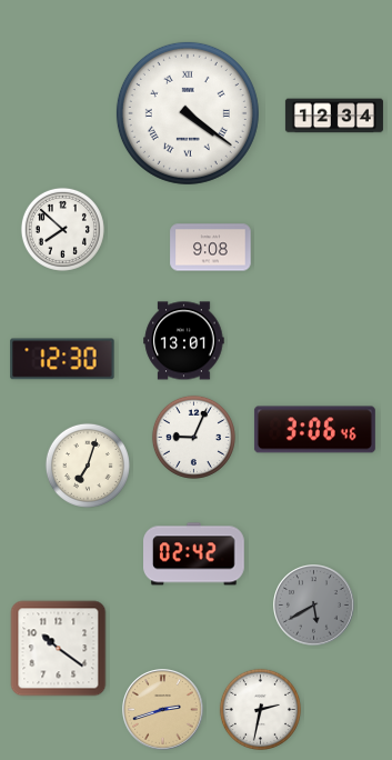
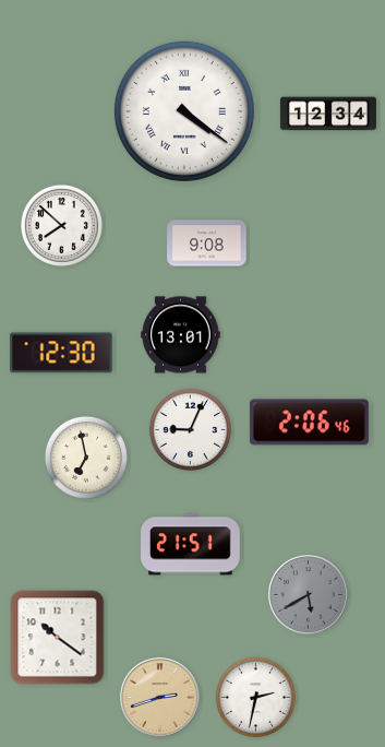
clock at (314, 430): 3:06 -> 2:06
clock at (88, 466): 7:03 -> 6:58
clock at (194, 554): 02:42 -> 21:51
